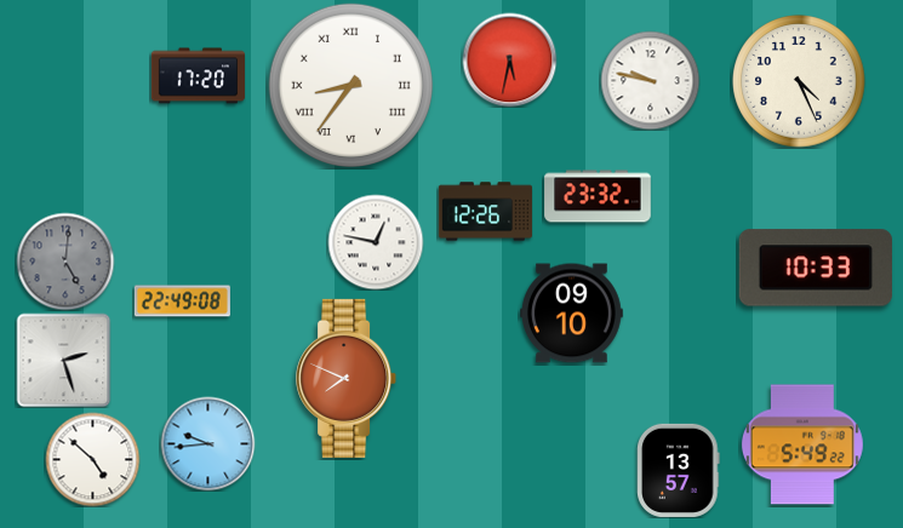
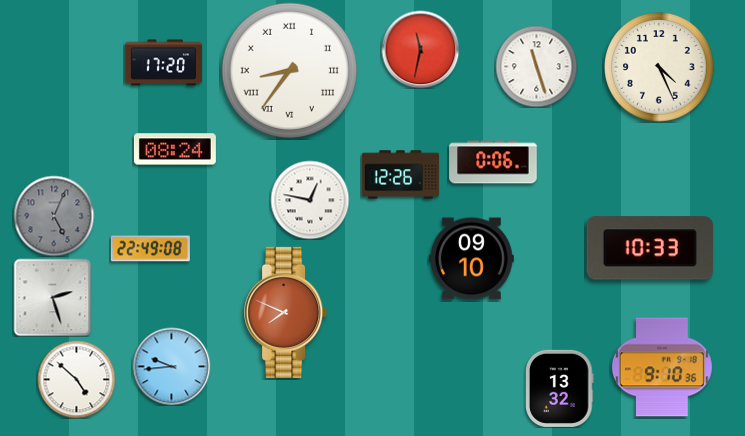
clock at (509, 59): 5:32 -> 11:32
clock at (650, 80): 9:47 -> 11:27
clock at (175, 149): none -> 08:24
clock at (598, 196): 23:32 -> 0:06
clock at (65, 262): 5:01 -> 5:04
clock at (816, 268) position: (816, 268) -> (650, 248)
clock at (802, 444): 5:49 -> 9:10
clock at (679, 470): 13:57 -> 13:32
